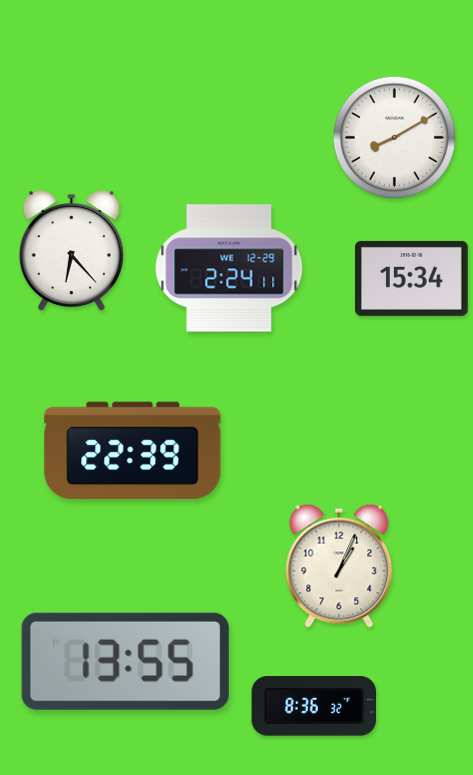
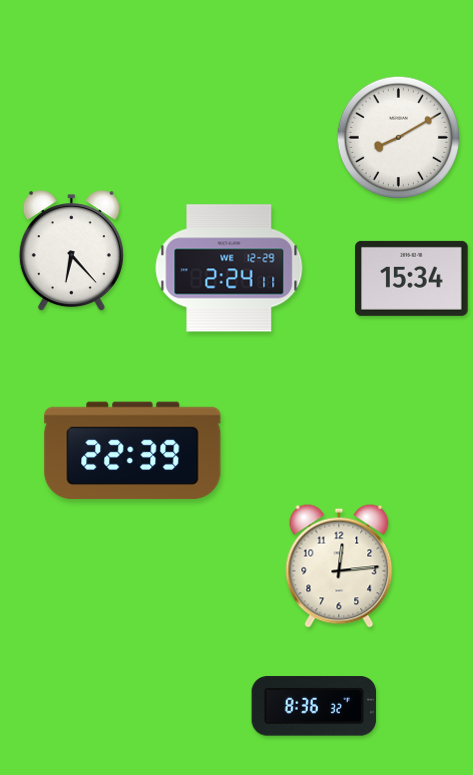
clock at (395, 138) position: (395, 138) -> (399, 138)
clock at (339, 566): 1:04 -> 12:14
clock at (125, 661): 13:55 -> none
